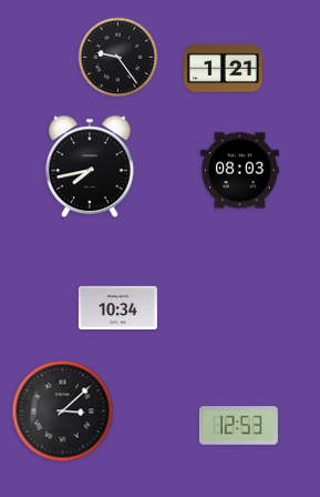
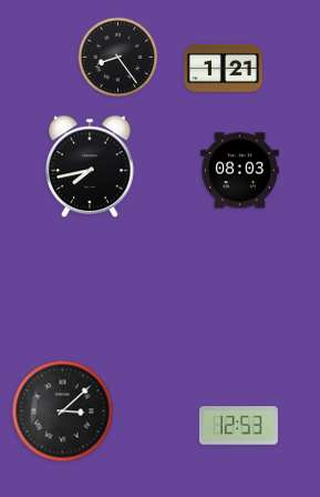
clock at (118, 58): 9:24 -> 8:24
clock at (117, 307): 10:34 -> none
